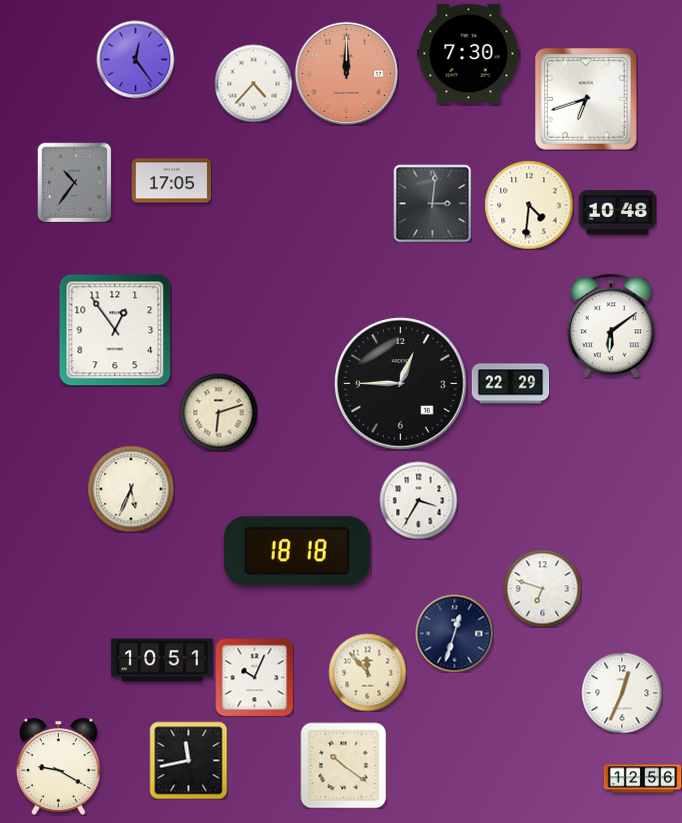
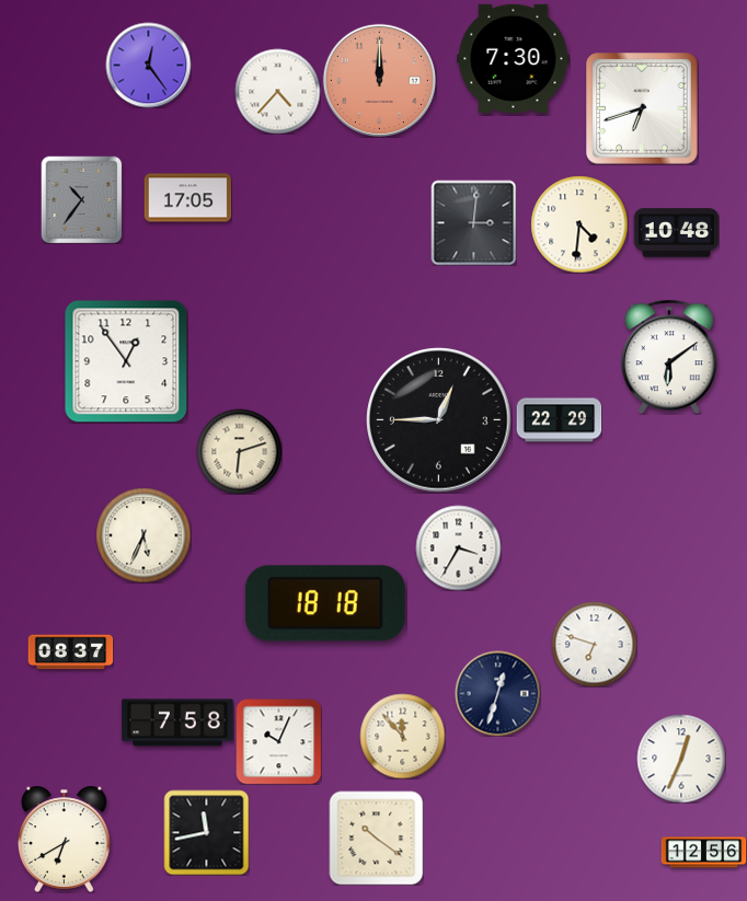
clock at (70, 652): none -> 08:37
clock at (162, 660): 10:51 -> 7:58
clock at (59, 766): 9:20 -> 6:40
